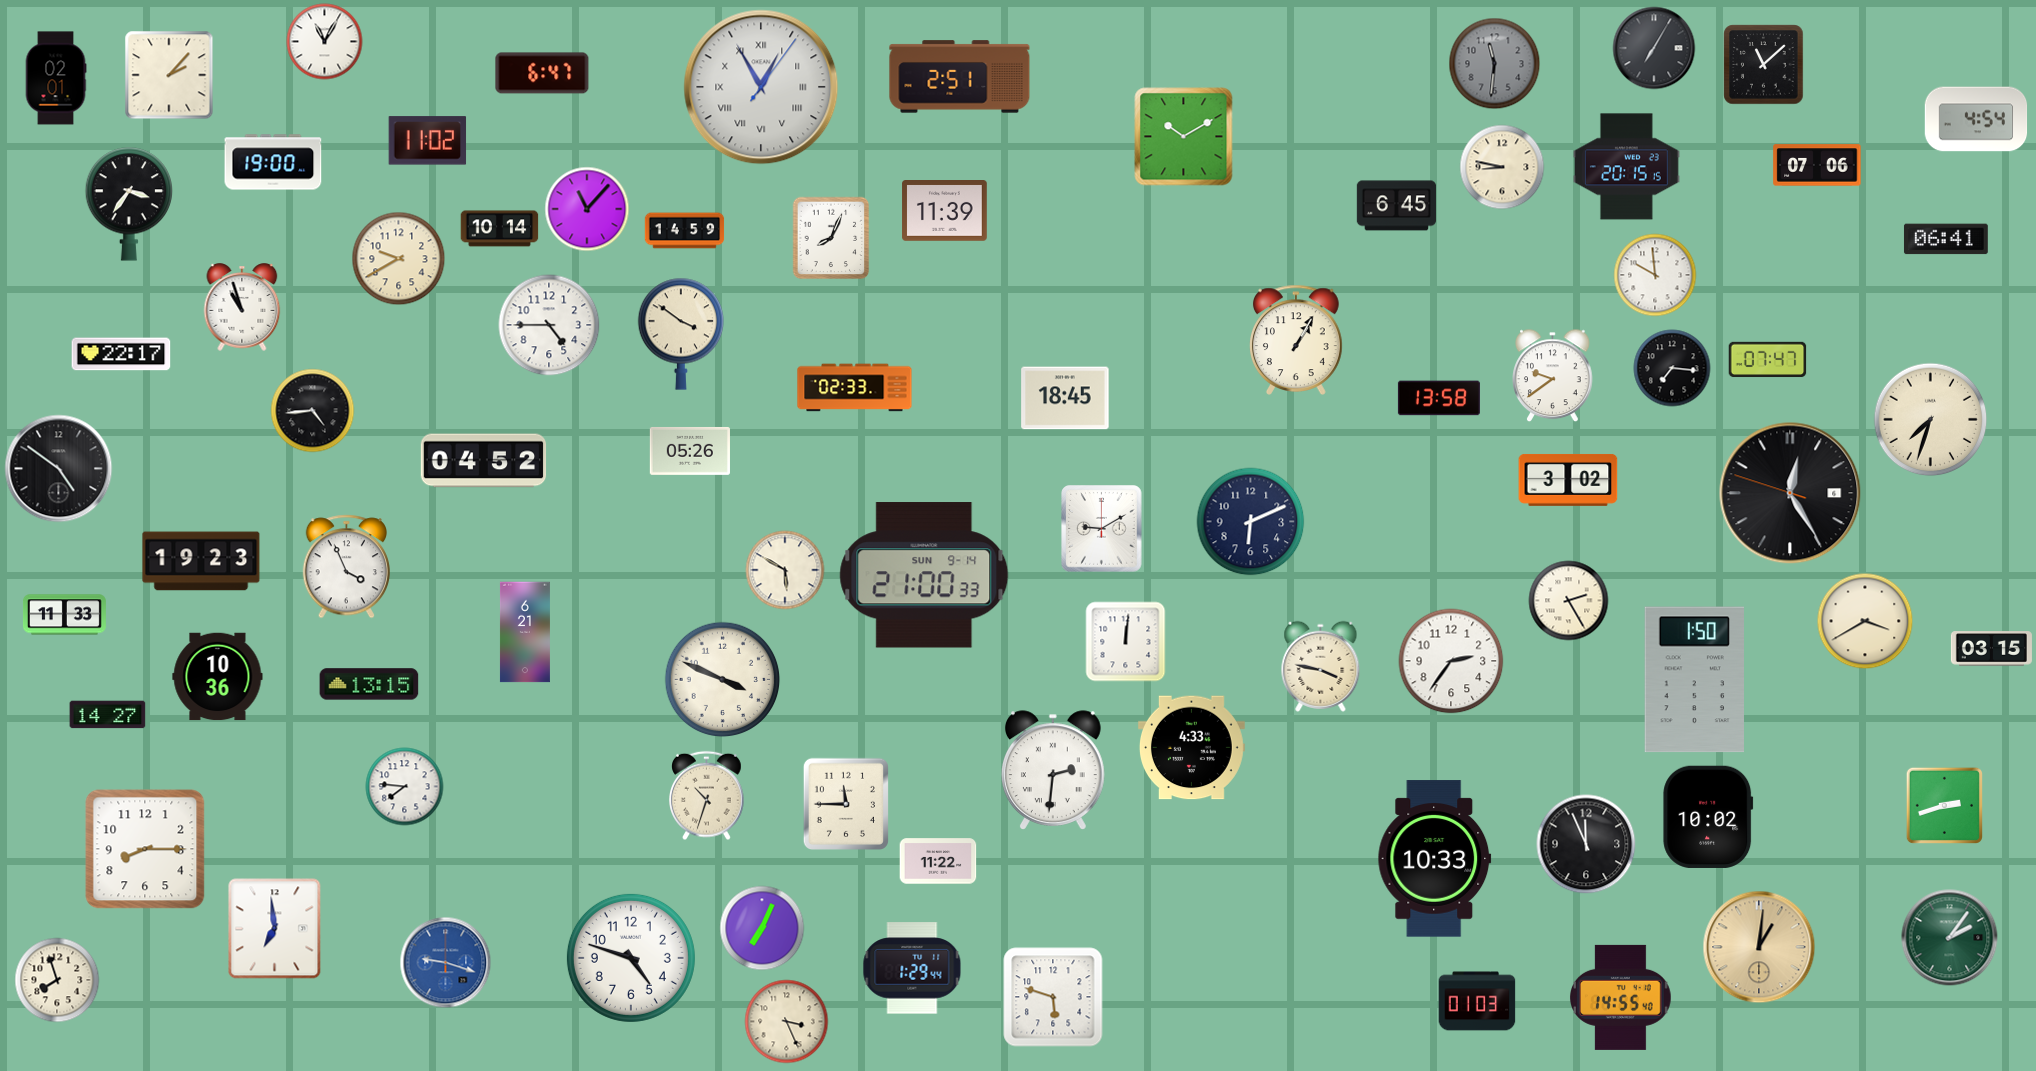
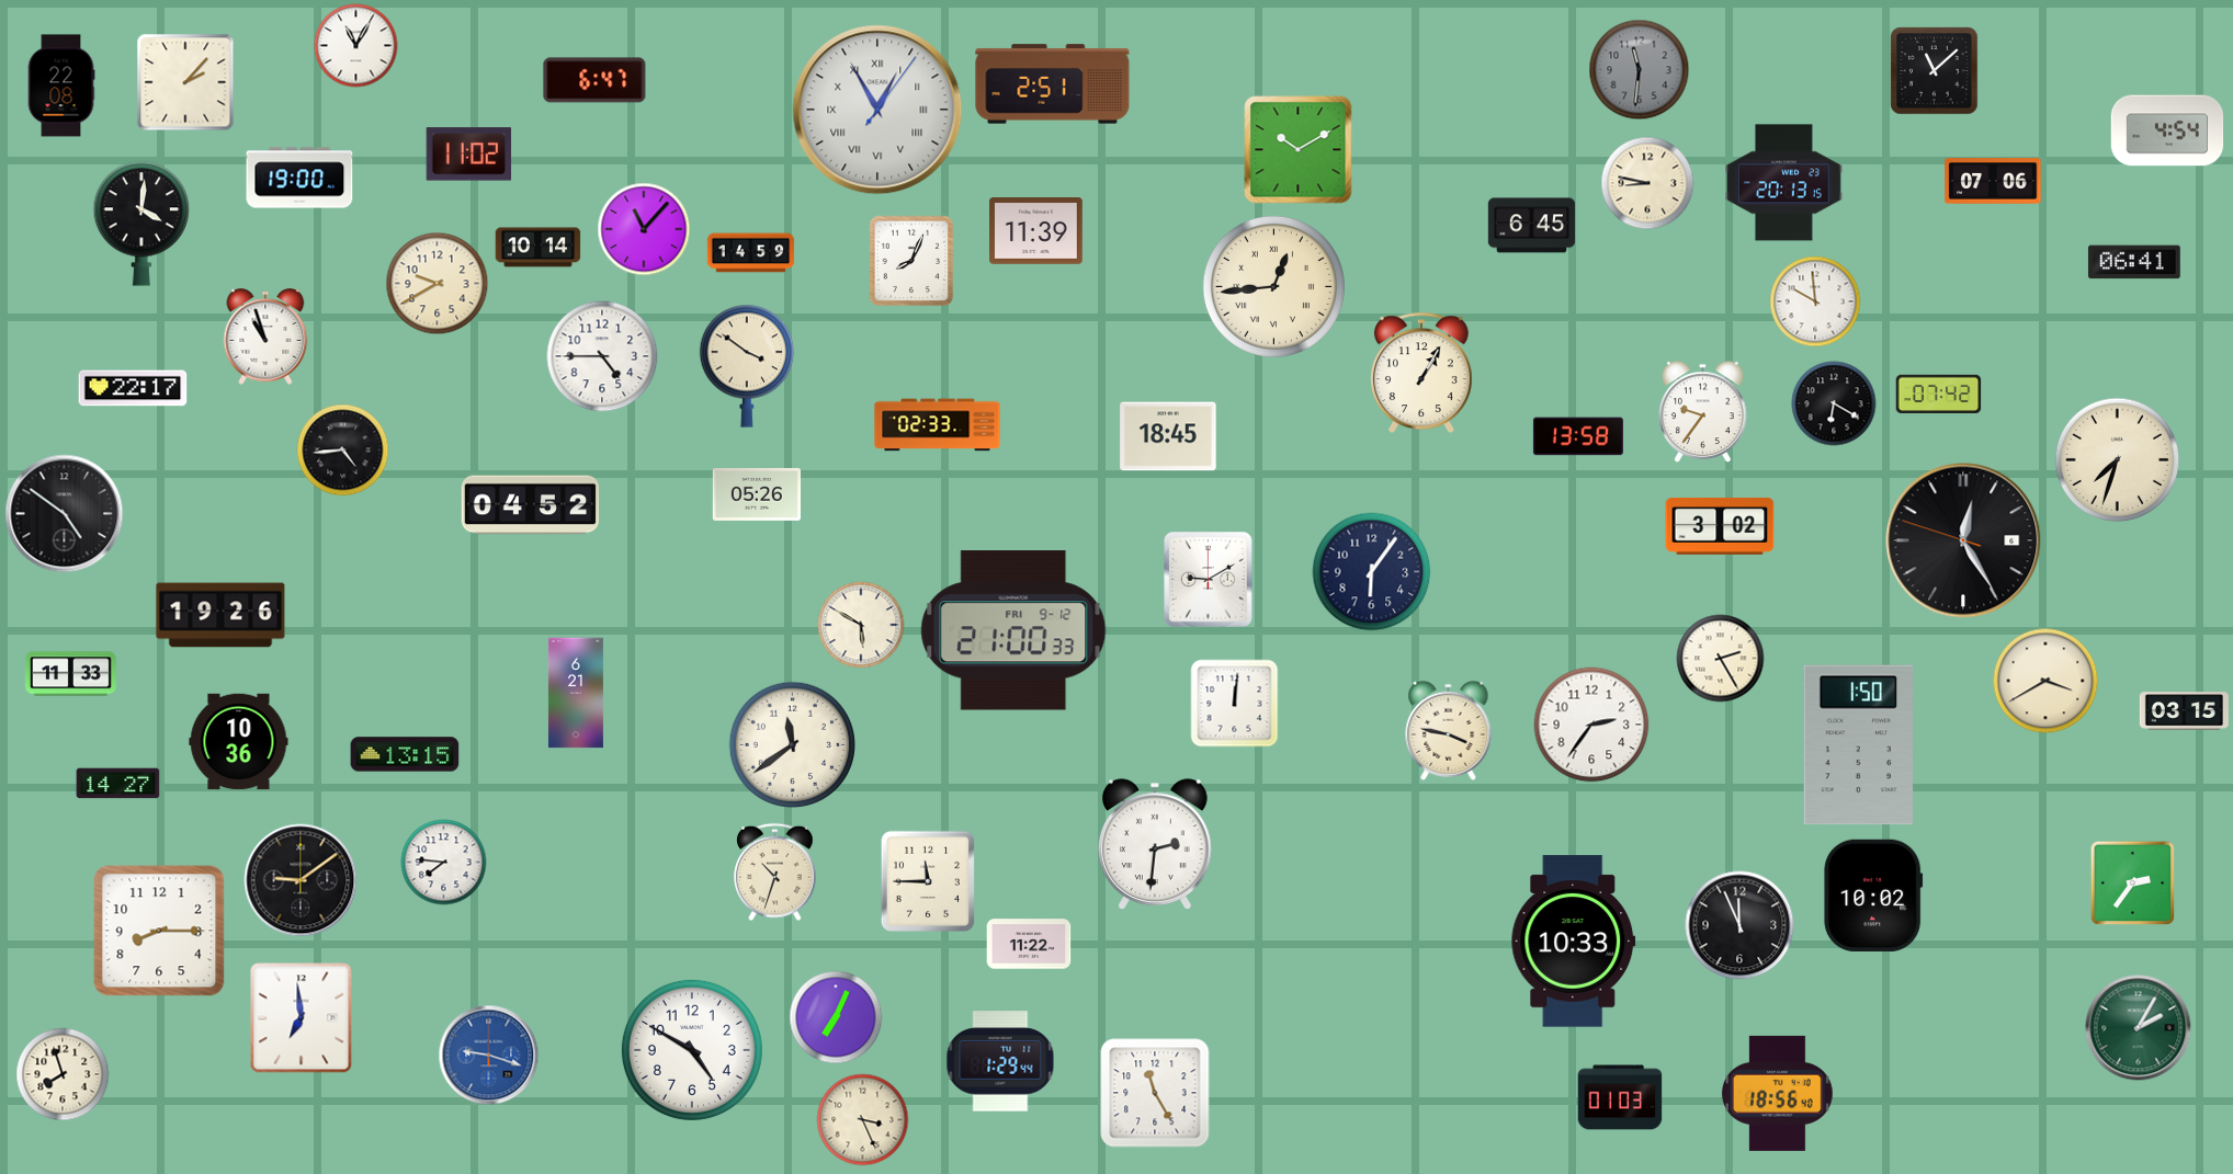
clock at (1654, 48): 7:05 -> none
clock at (56, 78): 02:01 -> 22:08
clock at (761, 87) position: (761, 87) -> (877, 110)
clock at (1626, 167): 20:15 -> 20:13
clock at (129, 204): 3:36 -> 4:01
clock at (500, 229) position: (500, 229) -> (539, 248)
clock at (1273, 286): none -> 12:44
clock at (1768, 360): 07:47 -> 07:42
clock at (1672, 368): 7:16 -> 6:20
clock at (1553, 376): 9:39 -> 9:36
clock at (1251, 522): 6:11 -> 6:06
clock at (201, 561): 19:23 -> 19:26
clock at (346, 567): 3:56 -> none
clock at (924, 575) date: SUN 9-14 -> FRI 9-12
clock at (723, 680): 3:49 -> 11:39
clock at (369, 684) position: (369, 684) -> (405, 754)
clock at (1191, 748): 4:33 -> none
clock at (301, 880): none -> 9:09
clock at (1944, 805): 2:42 -> 2:36
clock at (1950, 938): 2:06 -> 2:05
clock at (1759, 947): 1:01 -> none
clock at (631, 958): 4:48 -> 4:50
clock at (1053, 997): 5:48 -> 11:25
clock at (1621, 997): 14:55 -> 18:56
